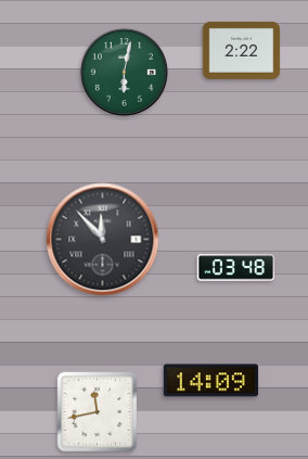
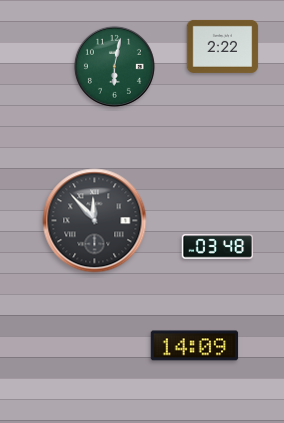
clock at (211, 381) position: (211, 381) -> (195, 346)
clock at (98, 412): 11:43 -> none
